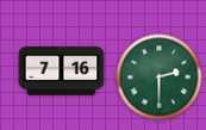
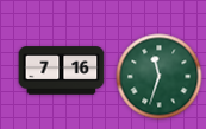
clock at (160, 78): 2:30 -> 11:33
